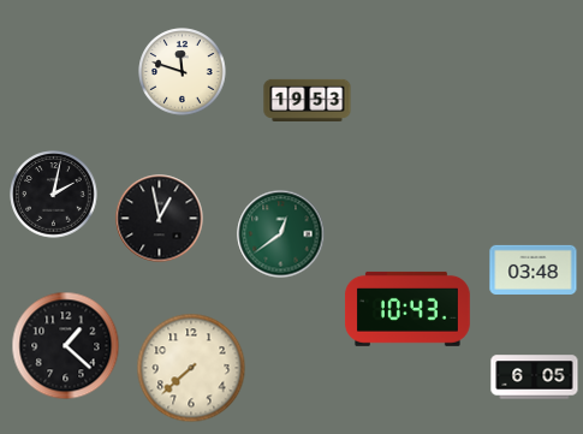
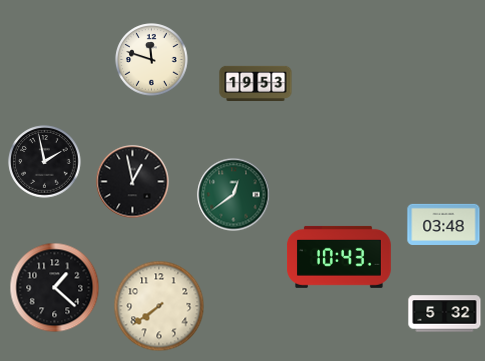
clock at (54, 195): 2:02 -> 1:58
clock at (191, 368): 7:38 -> 7:39
clock at (535, 377): 6:05 -> 5:32
